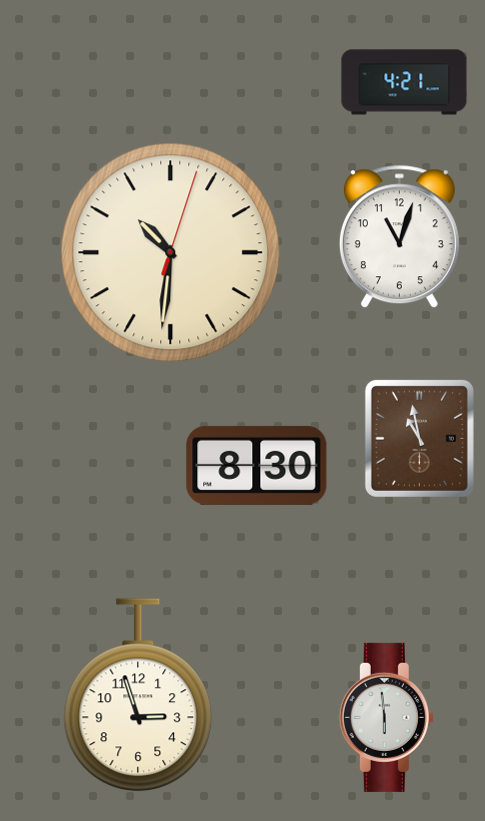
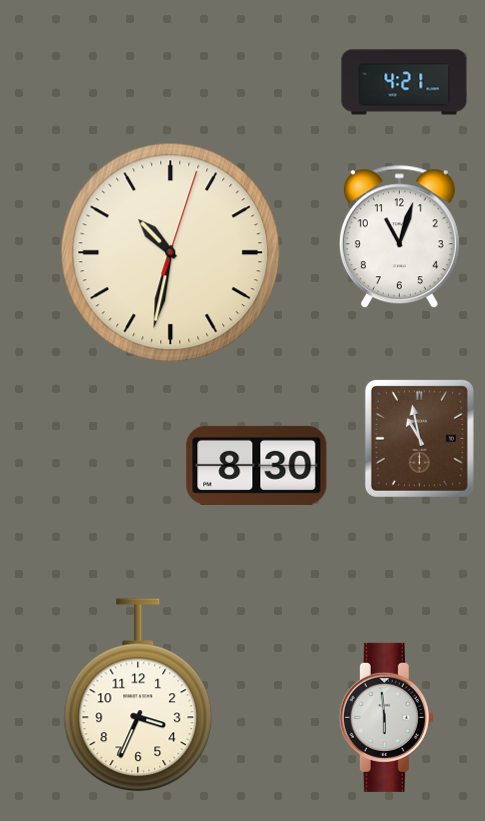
clock at (171, 253): 10:31 -> 10:32
clock at (138, 695): 2:57 -> 3:34
